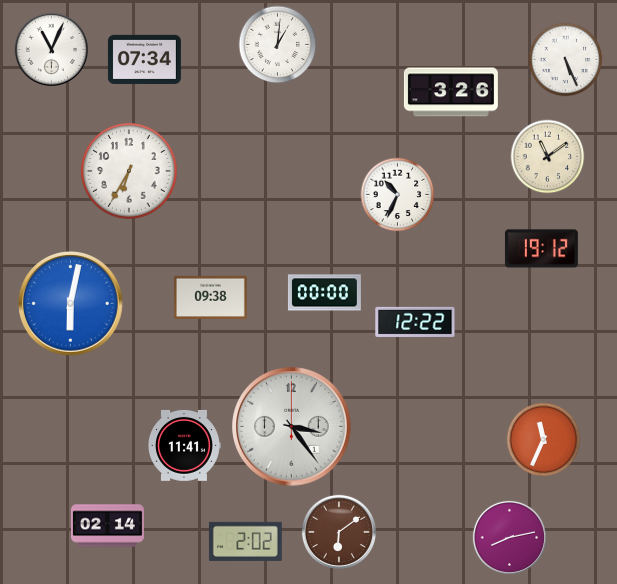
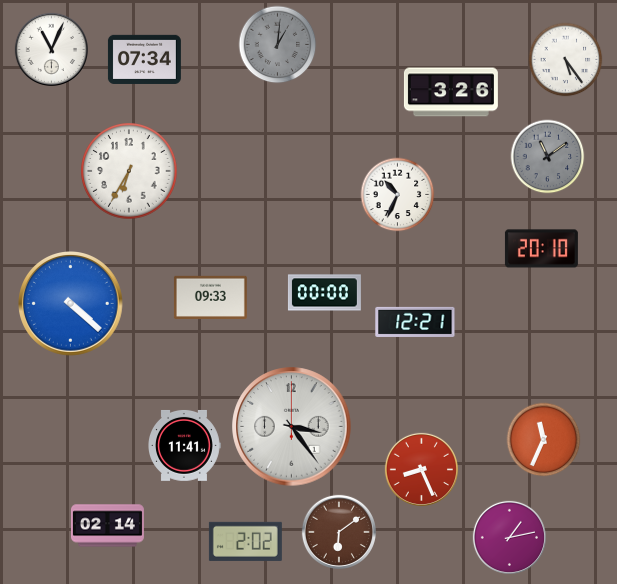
clock at (278, 45) dial: white -> grey
clock at (566, 60): 5:26 -> 5:24
clock at (548, 157) dial: cream -> grey
clock at (541, 249): 19:12 -> 20:10
clock at (210, 297): 09:38 -> 09:33
clock at (71, 304): 6:02 -> 4:22
clock at (415, 322): 12:22 -> 12:21
clock at (421, 469): none -> 8:26
clock at (509, 537): 8:13 -> 1:13
